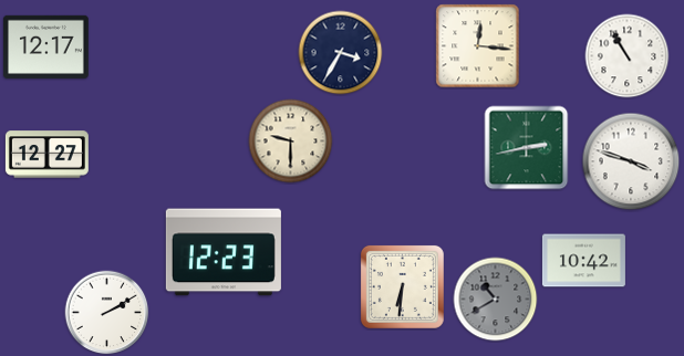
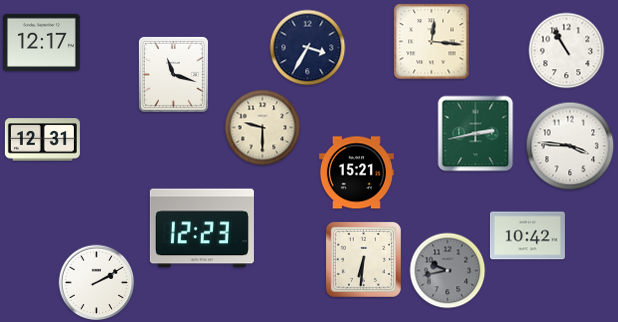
clock at (173, 74): none -> 11:18
clock at (46, 155): 12:27 -> 12:31
clock at (631, 161): 3:48 -> 3:46
clock at (356, 173): none -> 15:21
clock at (496, 300): 10:40 -> 9:43
